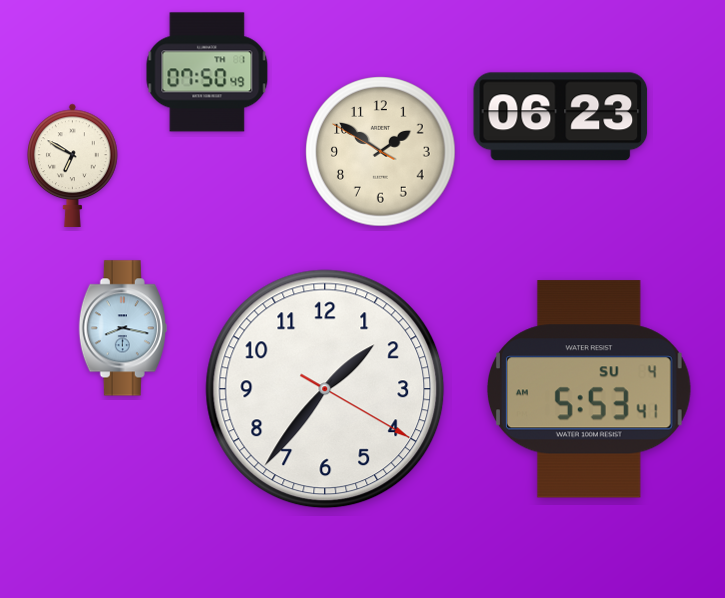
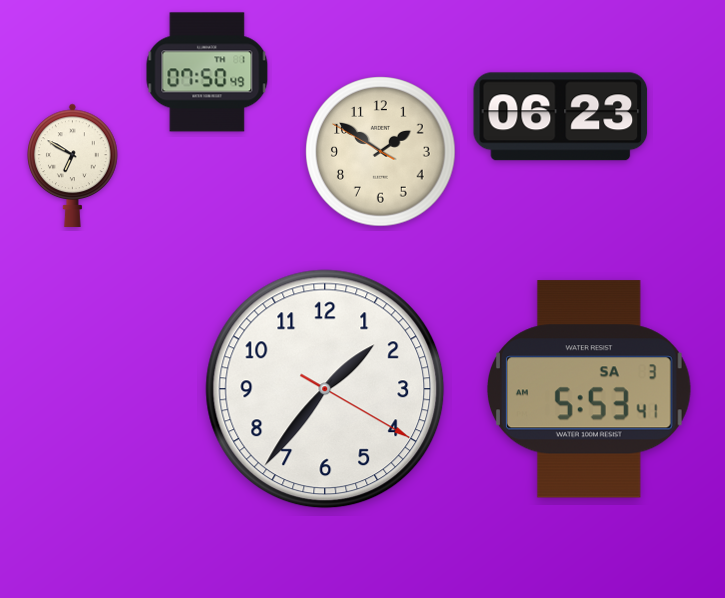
clock at (123, 328): 8:17 -> none
clock at (589, 389) date: SU 4 -> SA 3
